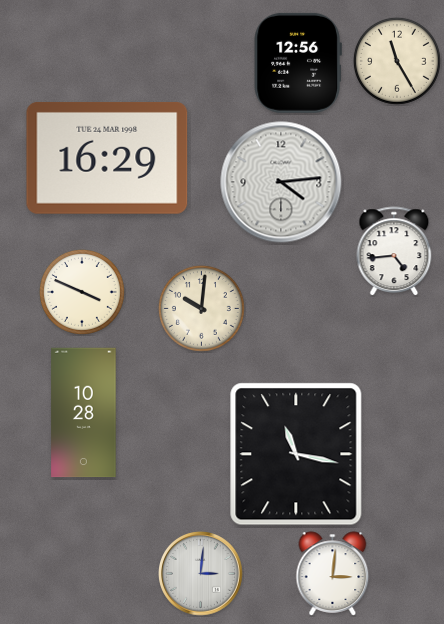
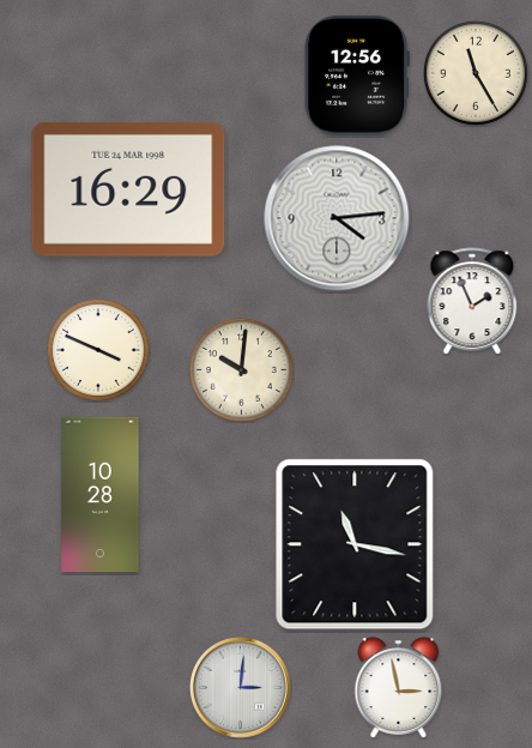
clock at (394, 251): 4:44 -> 1:56
clock at (333, 574): 3:01 -> 2:58
